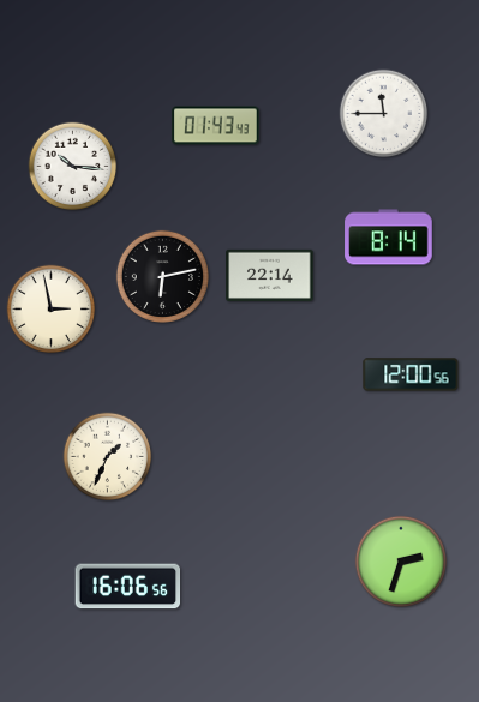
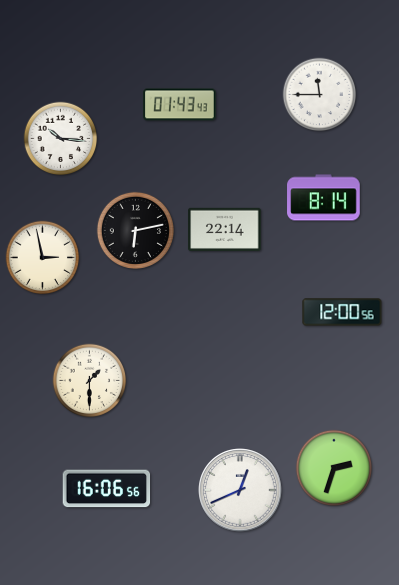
clock at (108, 457): 1:34 -> 1:30
clock at (240, 490): none -> 12:41
